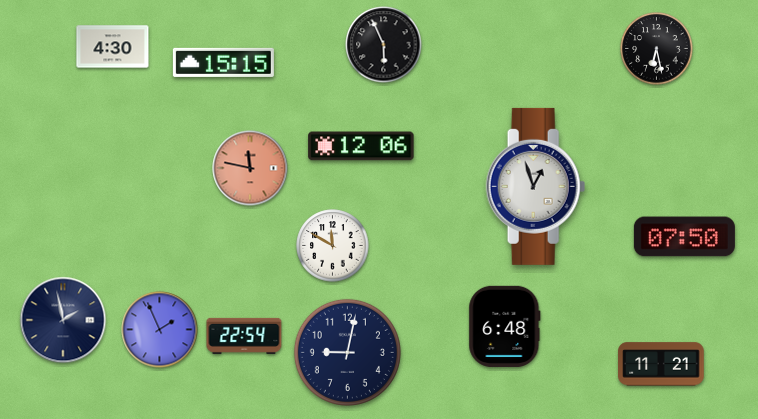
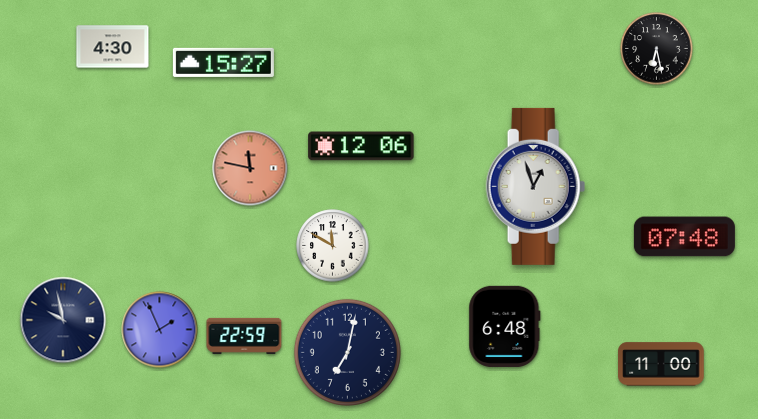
clock at (384, 45): 5:56 -> none
clock at (223, 62): 15:15 -> 15:27
clock at (684, 237): 07:50 -> 07:48
clock at (63, 320): 1:58 -> 9:58
clock at (244, 336): 22:54 -> 22:59
clock at (347, 352): 9:02 -> 7:02
clock at (661, 364): 11:21 -> 11:00
